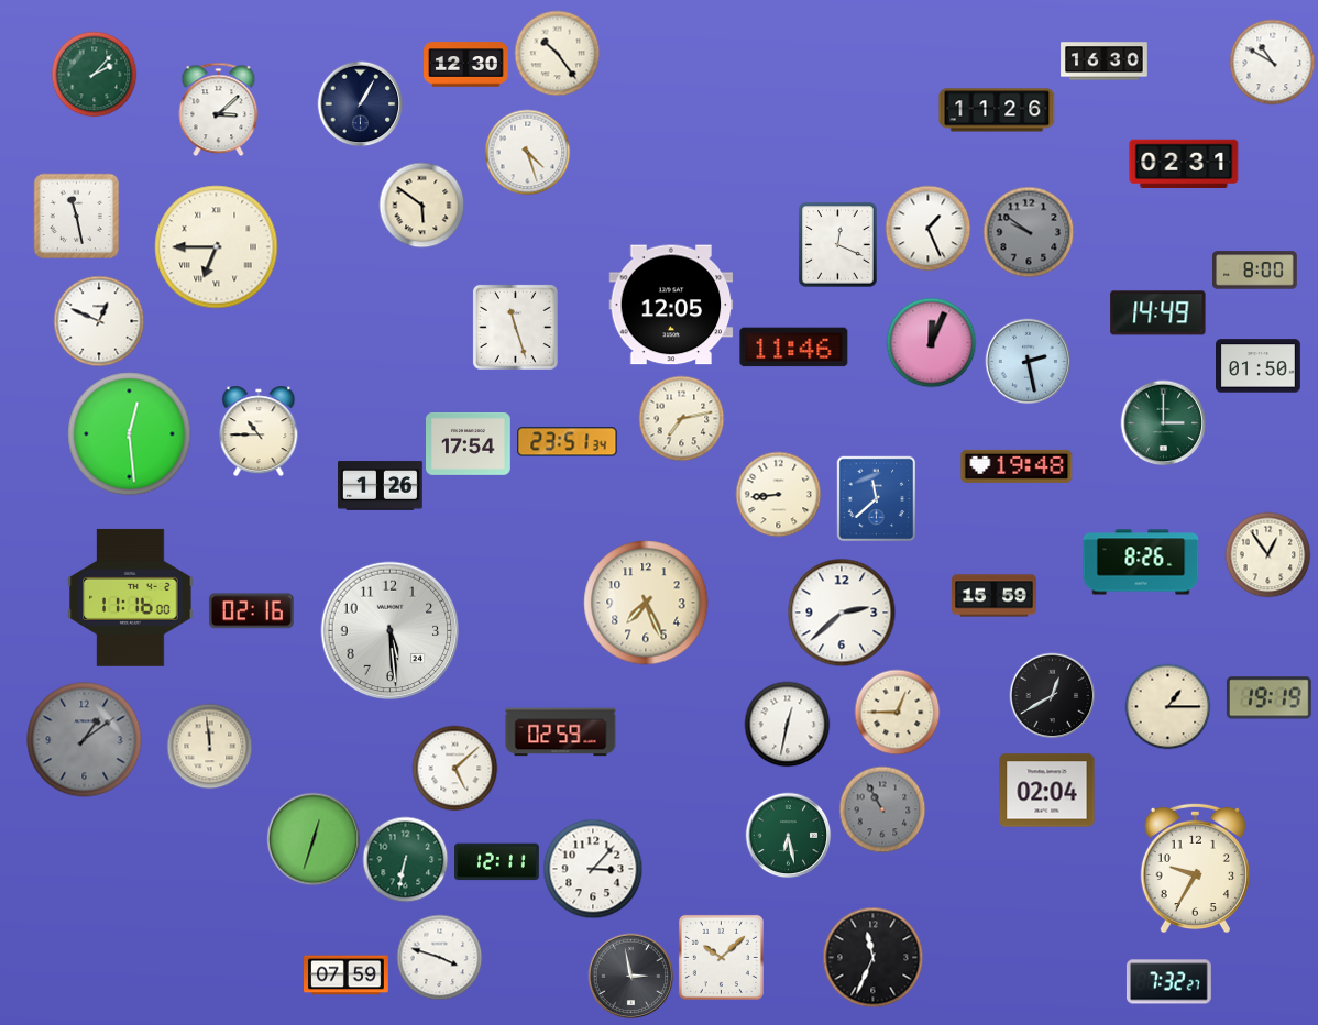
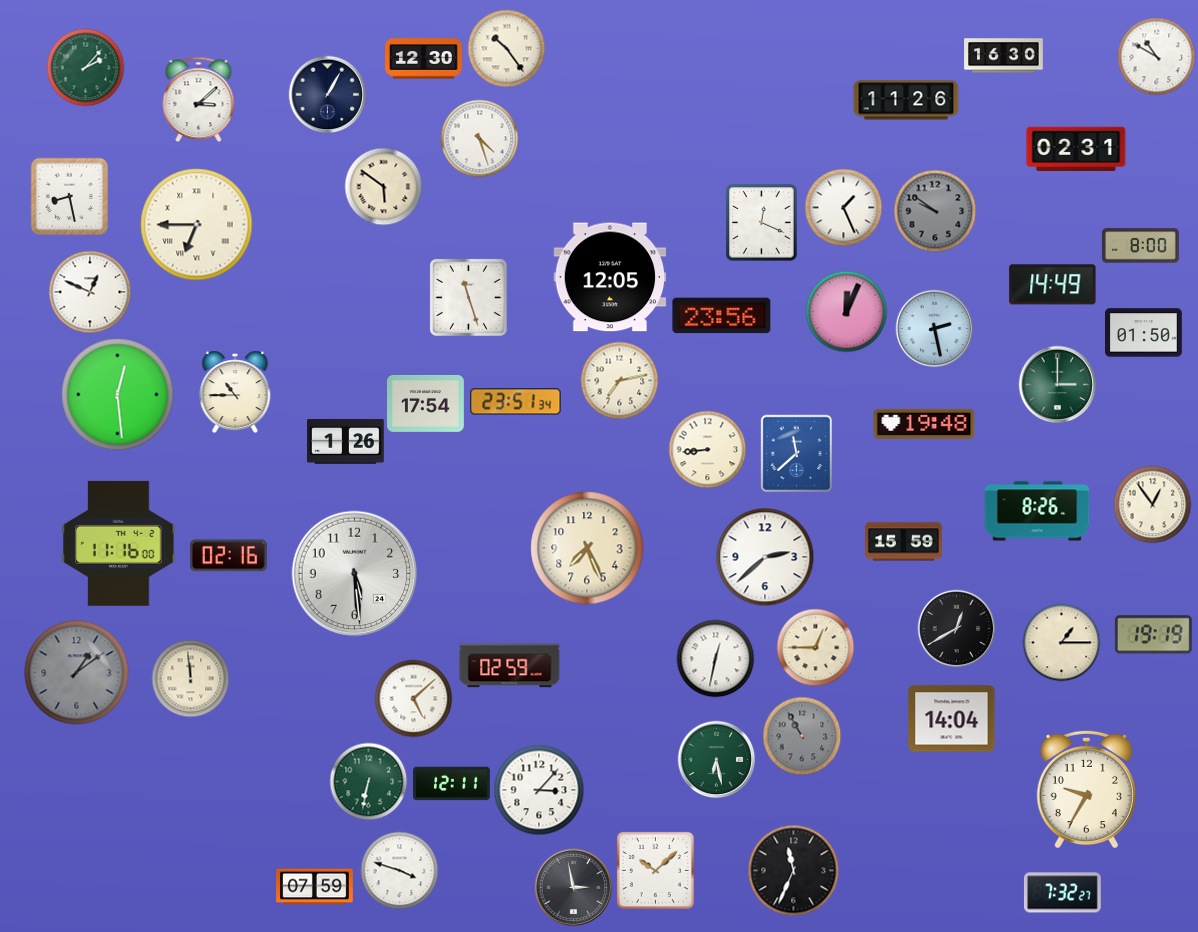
clock at (76, 216): 11:28 -> 8:28
clock at (794, 348): 11:46 -> 23:56
clock at (1052, 695) position: (1052, 695) -> (956, 628)
clock at (1047, 791): 02:04 -> 14:04
clock at (314, 839): 12:33 -> none
